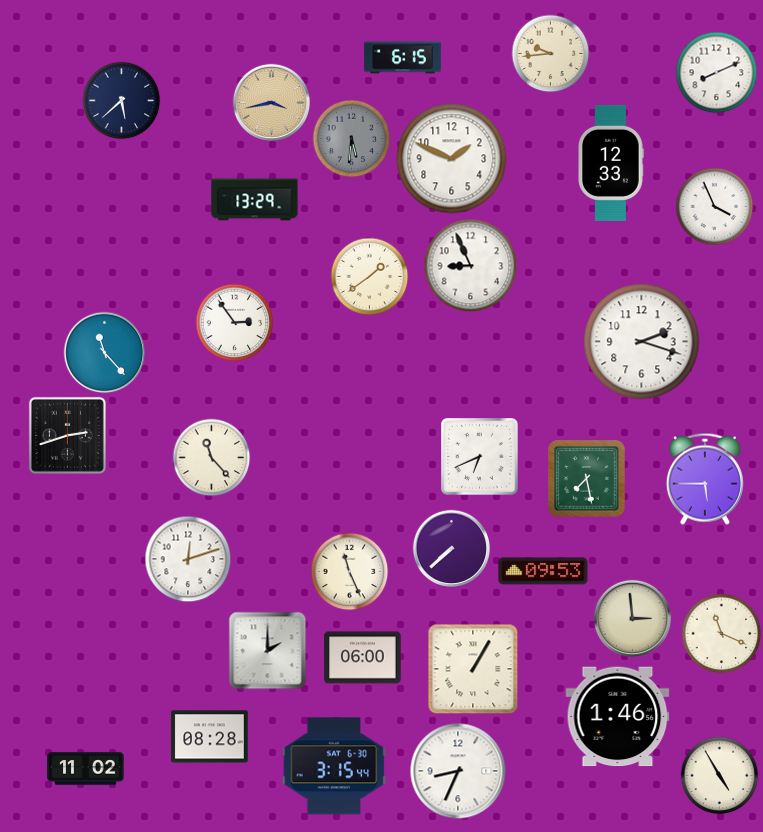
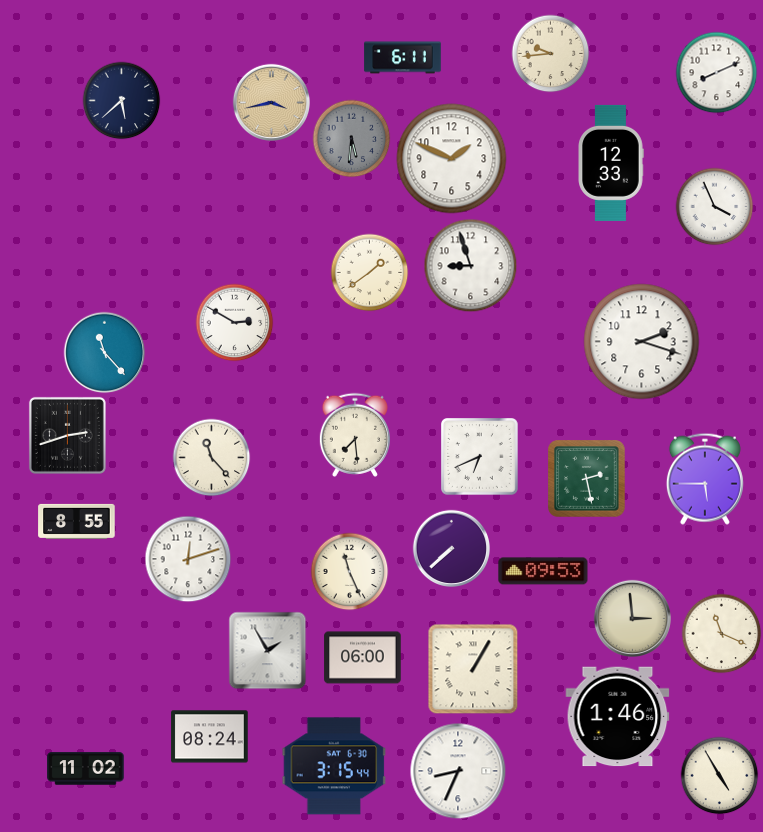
clock at (403, 58): 6:15 -> 6:11
clock at (255, 200): 13:29 -> none
clock at (470, 265): 8:56 -> 8:57
clock at (369, 276) position: (369, 276) -> (369, 272)
clock at (234, 322): 2:54 -> 2:50
clock at (355, 435): none -> 7:29
clock at (587, 479): 7:28 -> 2:28
clock at (77, 521): none -> 8:55
clock at (267, 650): 2:00 -> 1:55
clock at (210, 737): 08:28 -> 08:24
